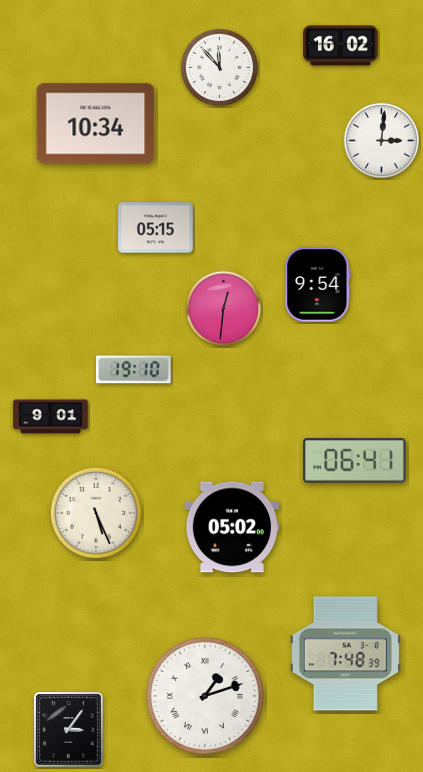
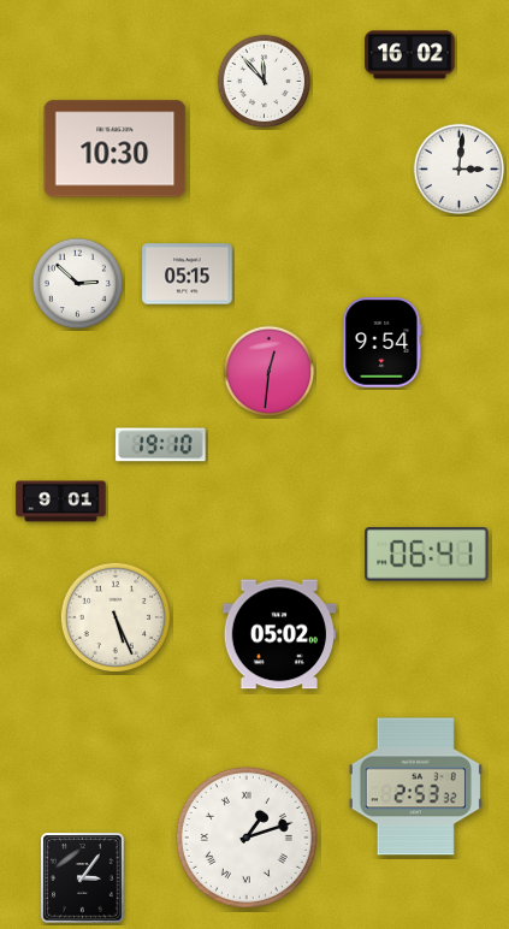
clock at (96, 124): 10:34 -> 10:30
clock at (78, 284): none -> 2:52
clock at (345, 654): 7:48 -> 2:53
